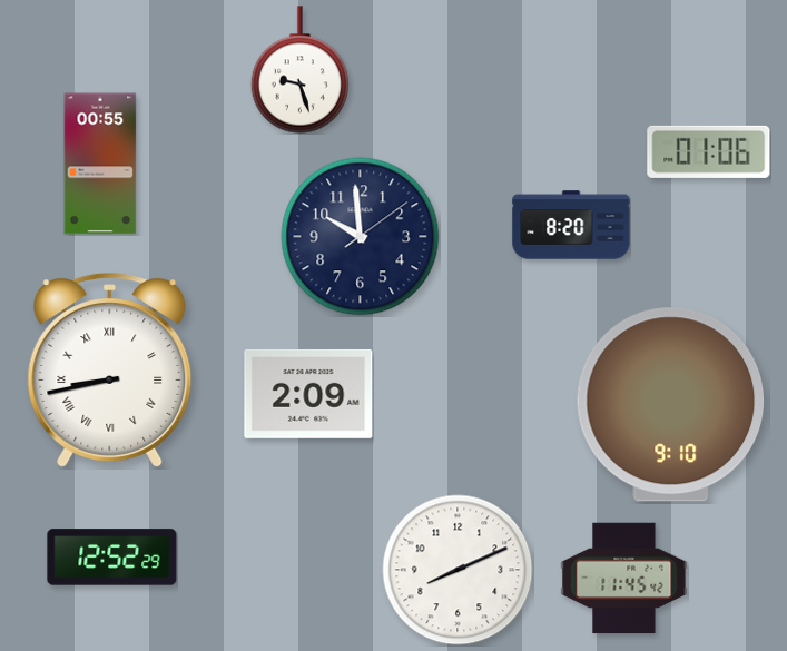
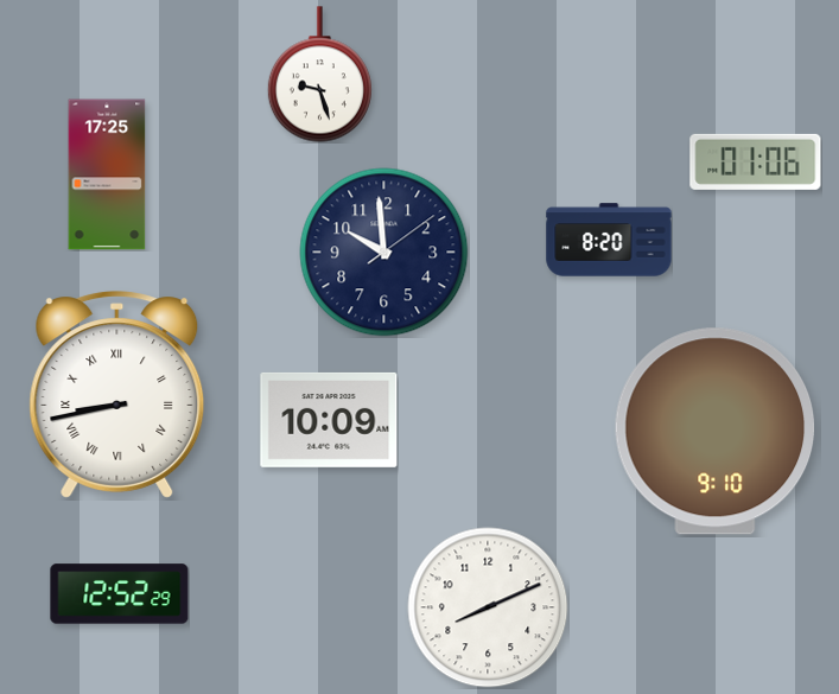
clock at (100, 164): 00:55 -> 17:25
clock at (308, 394): 2:09 -> 10:09
clock at (624, 579): 11:45 -> none
